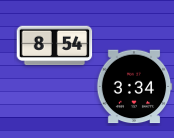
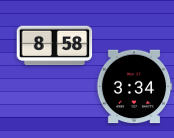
clock at (55, 46): 8:54 -> 8:58
